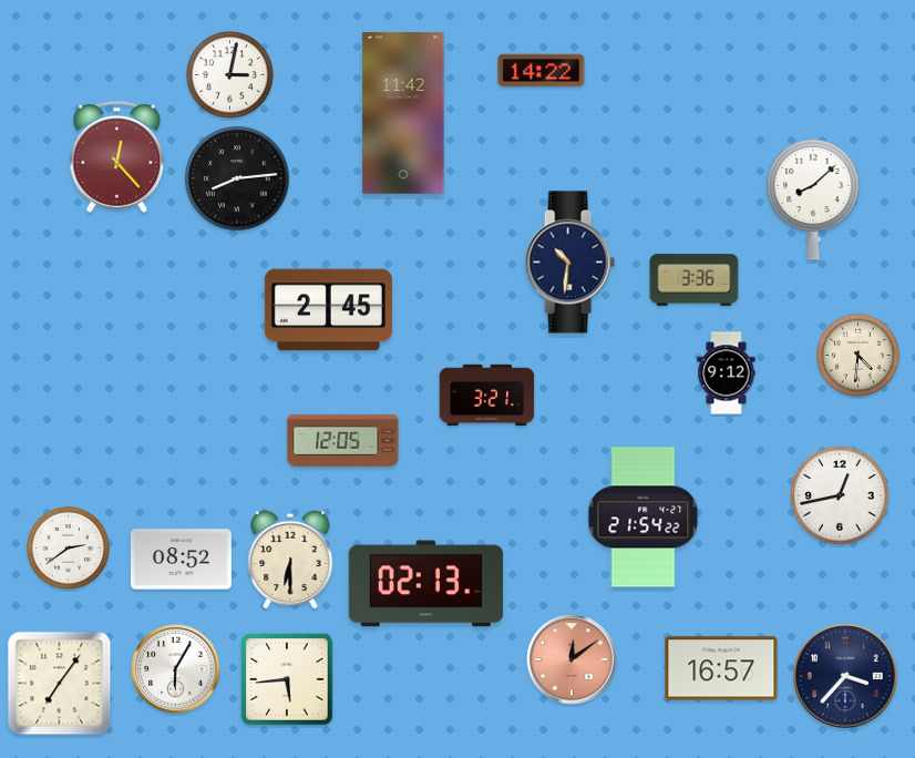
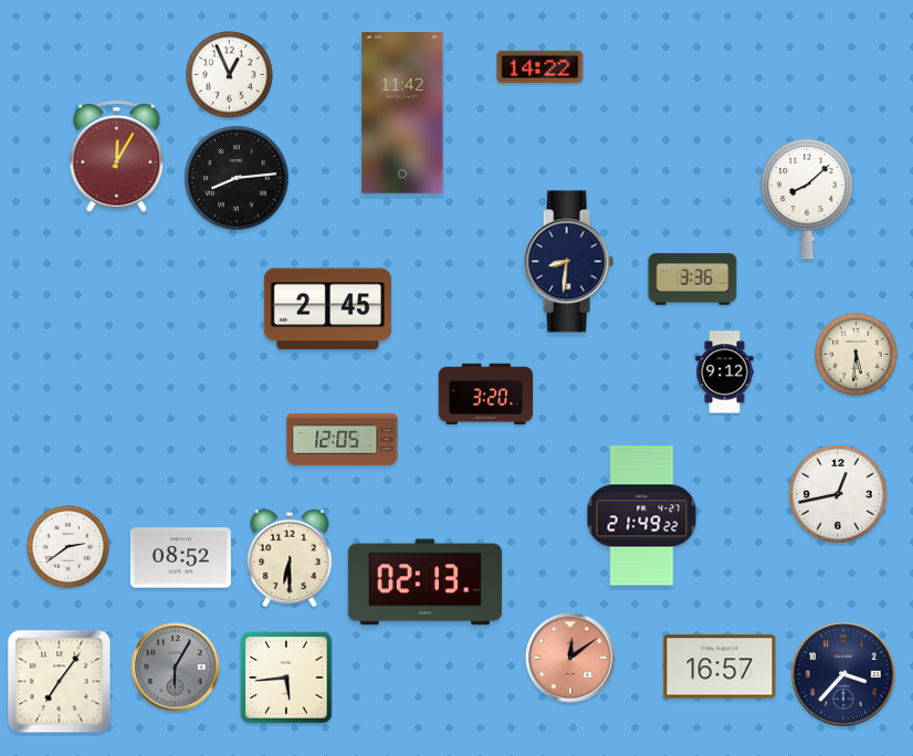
clock at (542, 71) position: (542, 71) -> (541, 67)
clock at (230, 75): 3:02 -> 12:56
clock at (117, 157): 12:23 -> 12:05
clock at (813, 199) position: (813, 199) -> (807, 199)
clock at (569, 263): 10:31 -> 8:31
clock at (859, 356): 4:31 -> 5:31
clock at (487, 396): 3:21 -> 3:20
clock at (644, 518): 21:54 -> 21:49
clock at (176, 669) dial: white -> grey
